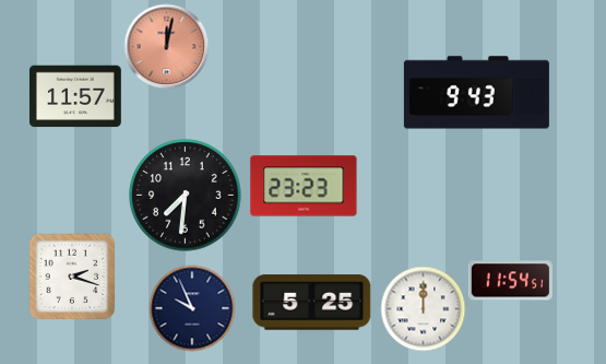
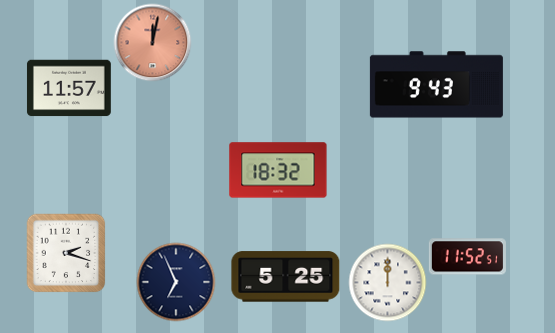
clock at (304, 186): 23:23 -> 18:32
clock at (186, 196): 7:31 -> none
clock at (510, 281): 11:54 -> 11:52
clock at (192, 308): 9:56 -> 6:56
